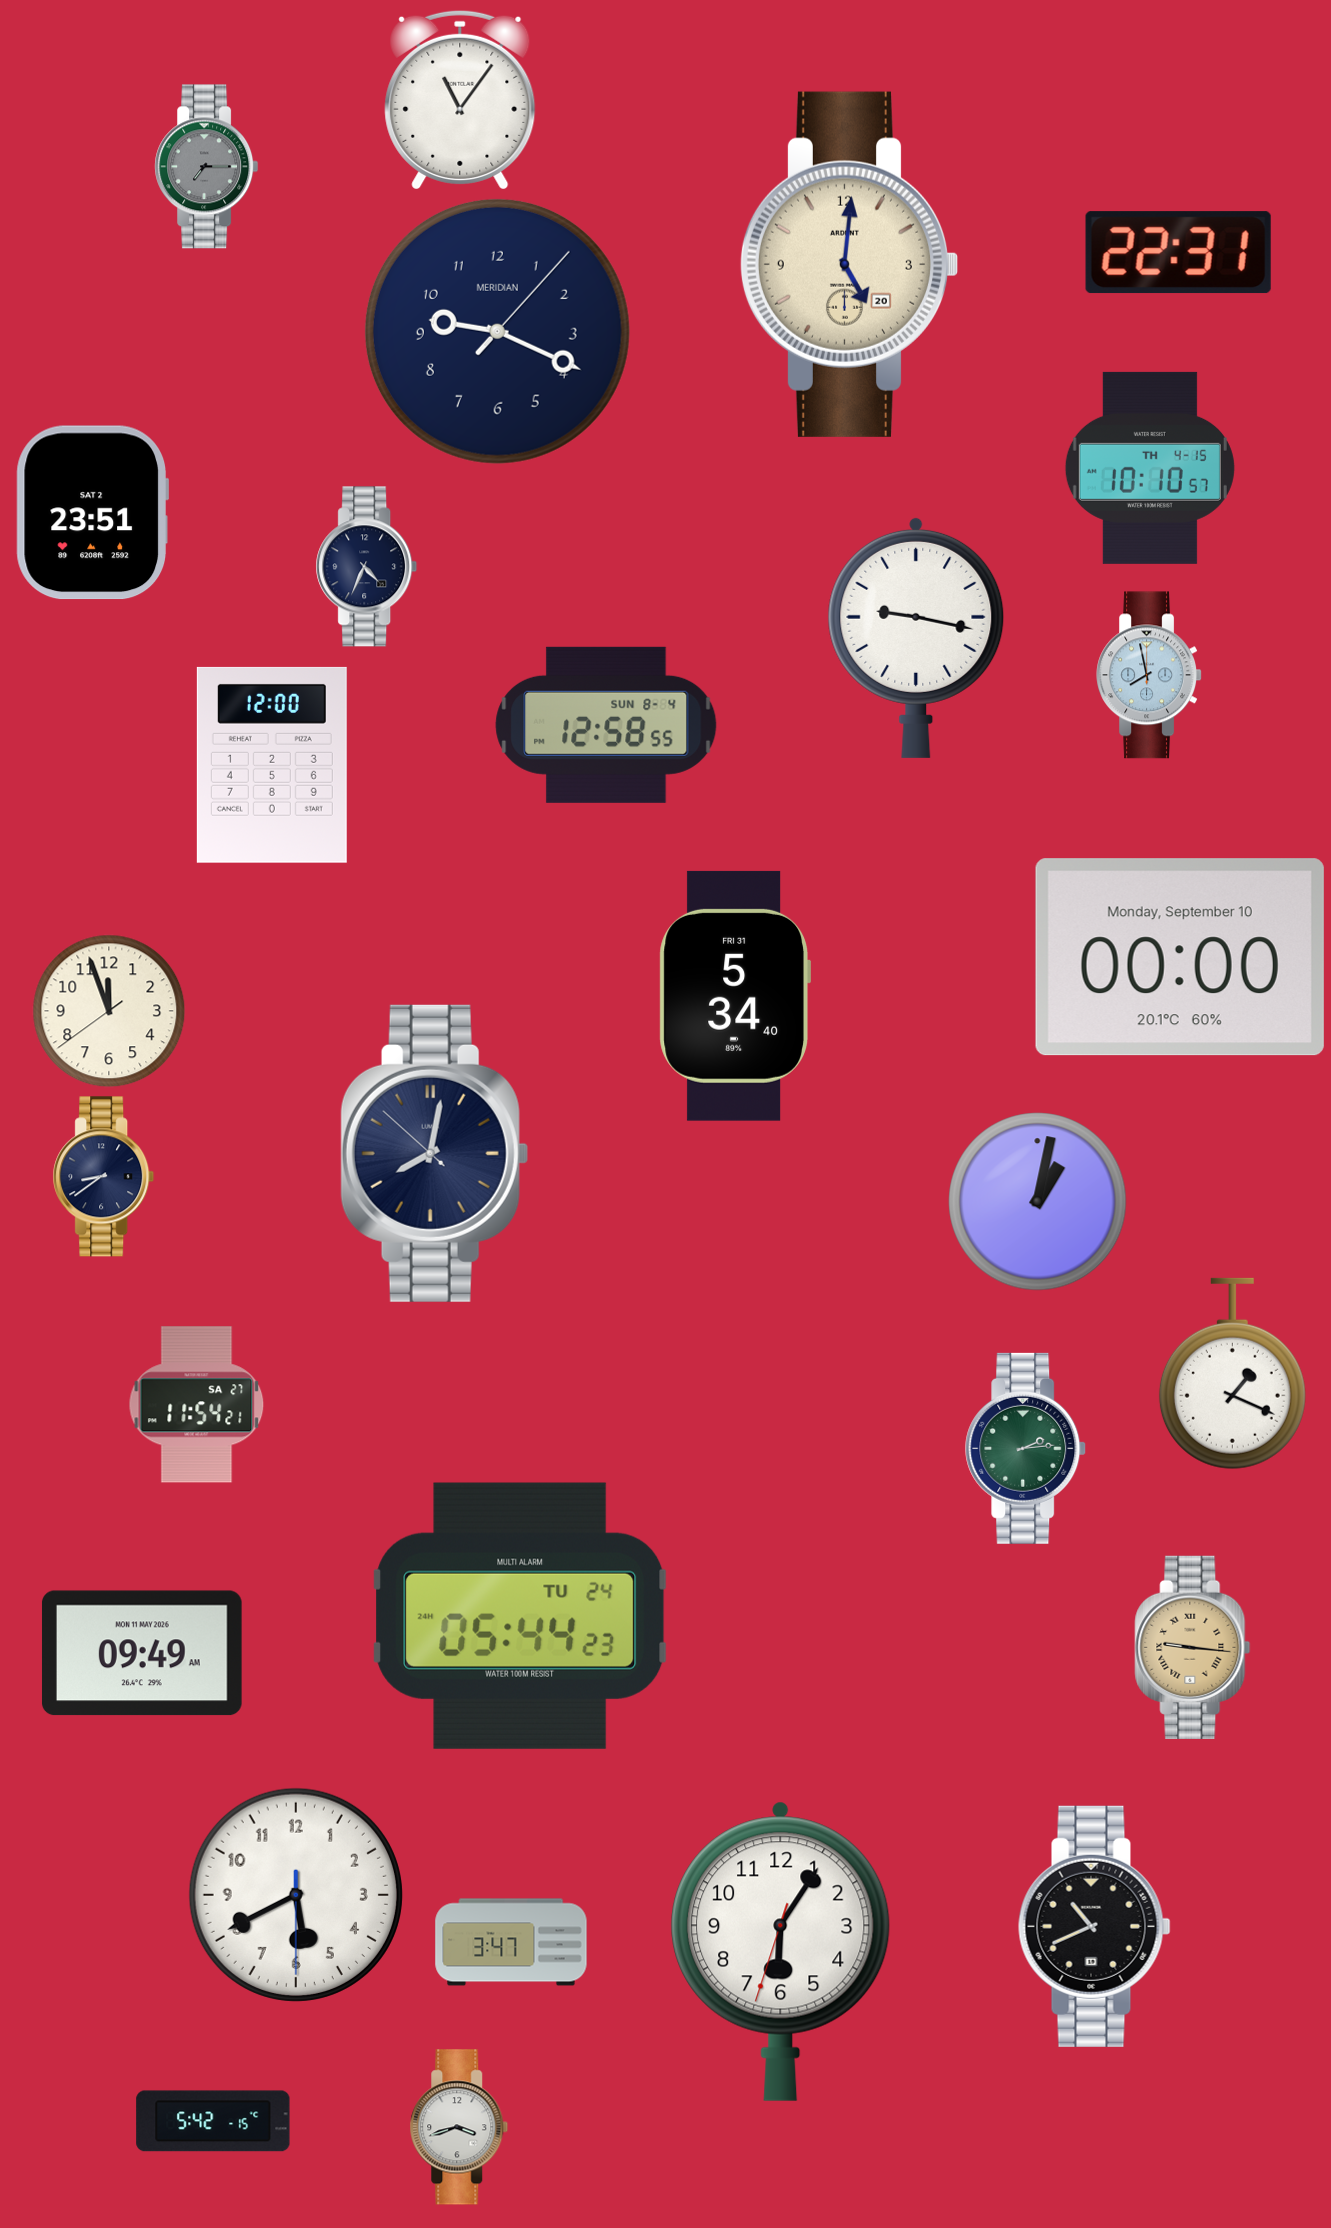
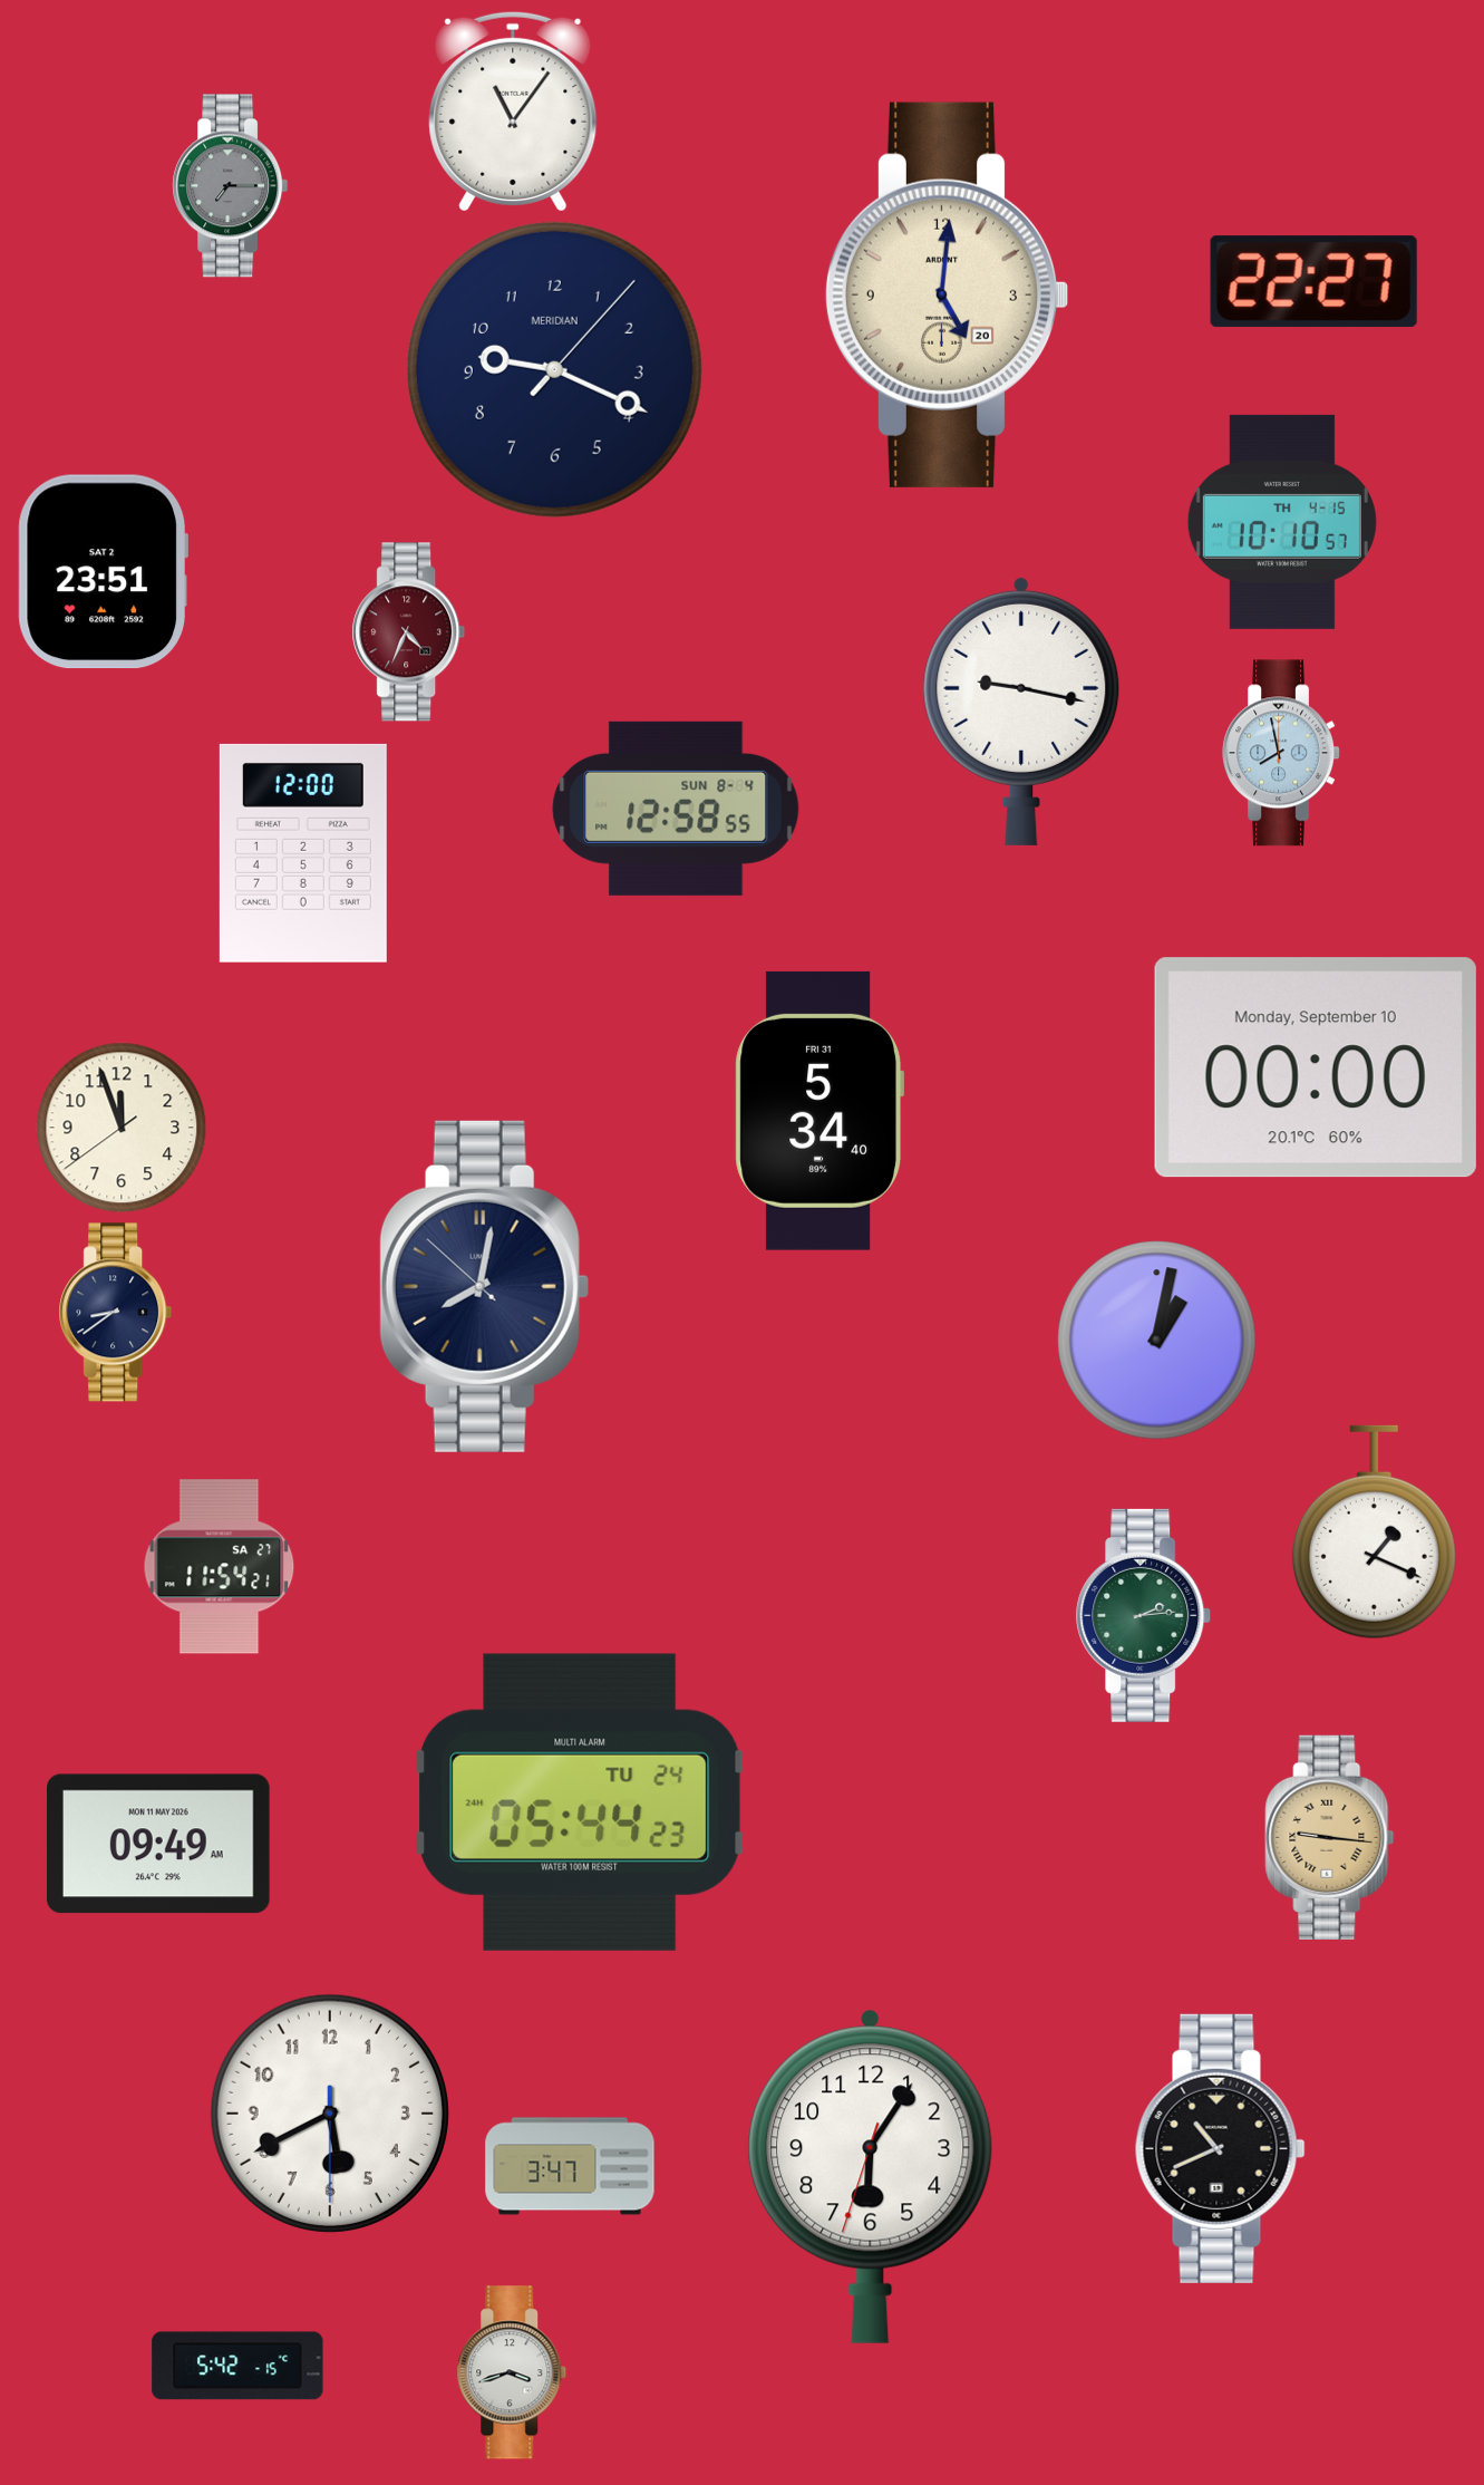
clock at (1178, 253): 22:31 -> 22:27
clock at (367, 567) dial: navy -> burgundy
